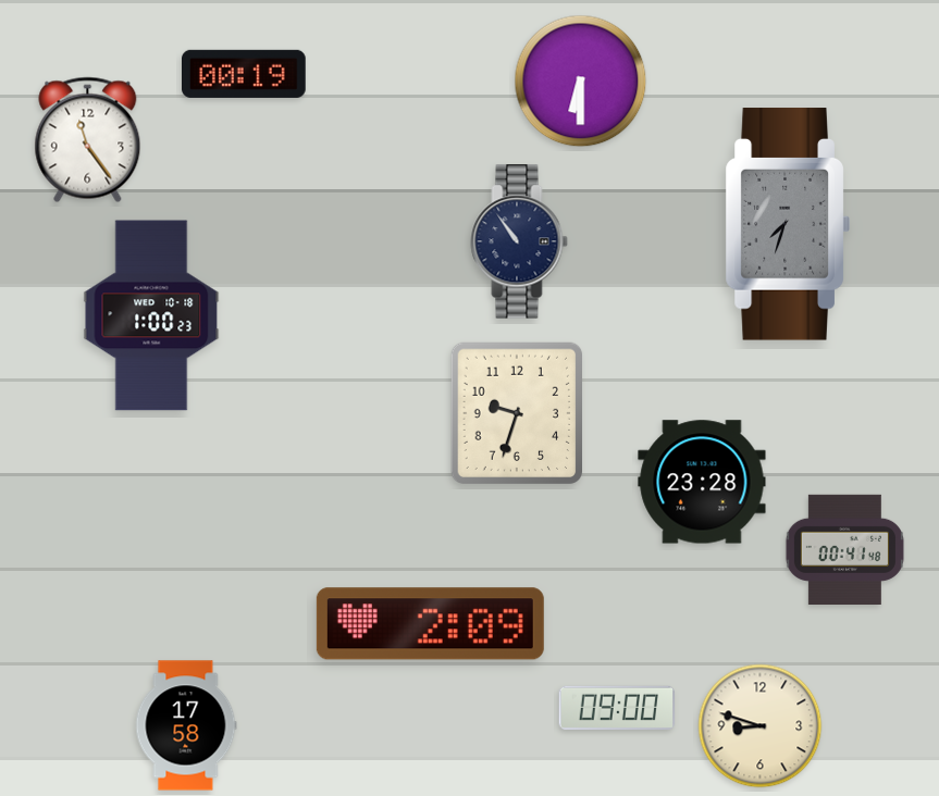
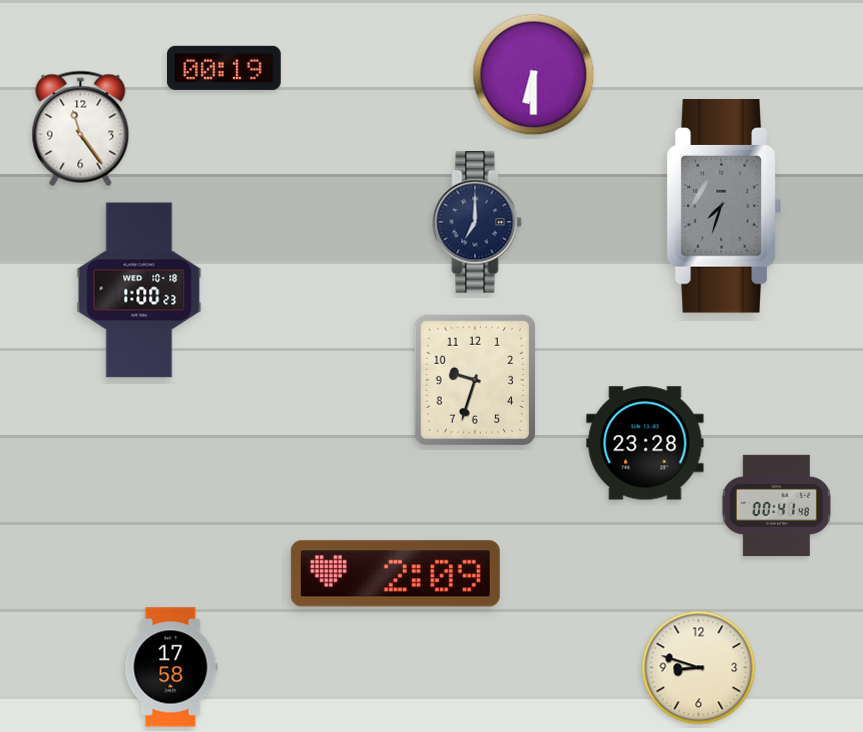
clock at (519, 241): 10:54 -> 7:00
clock at (617, 707): 09:00 -> none
